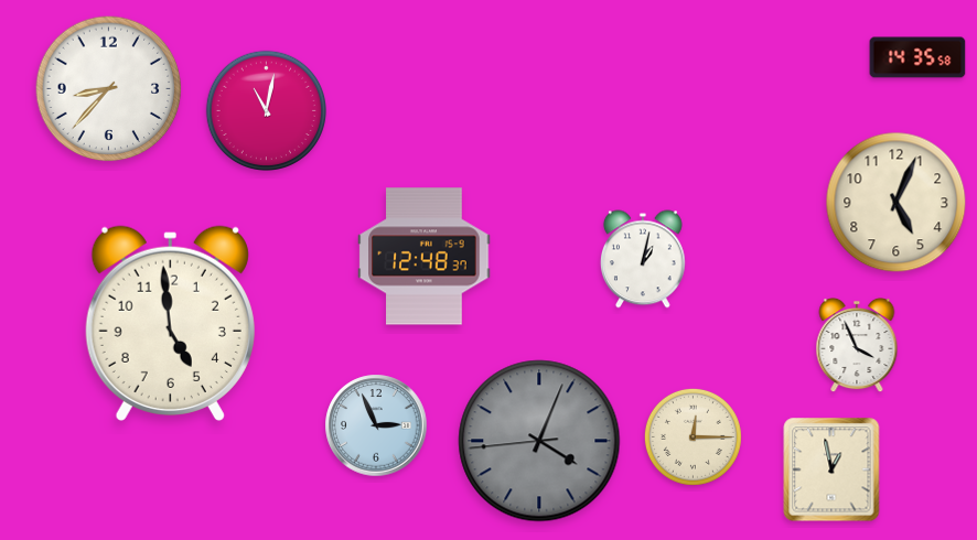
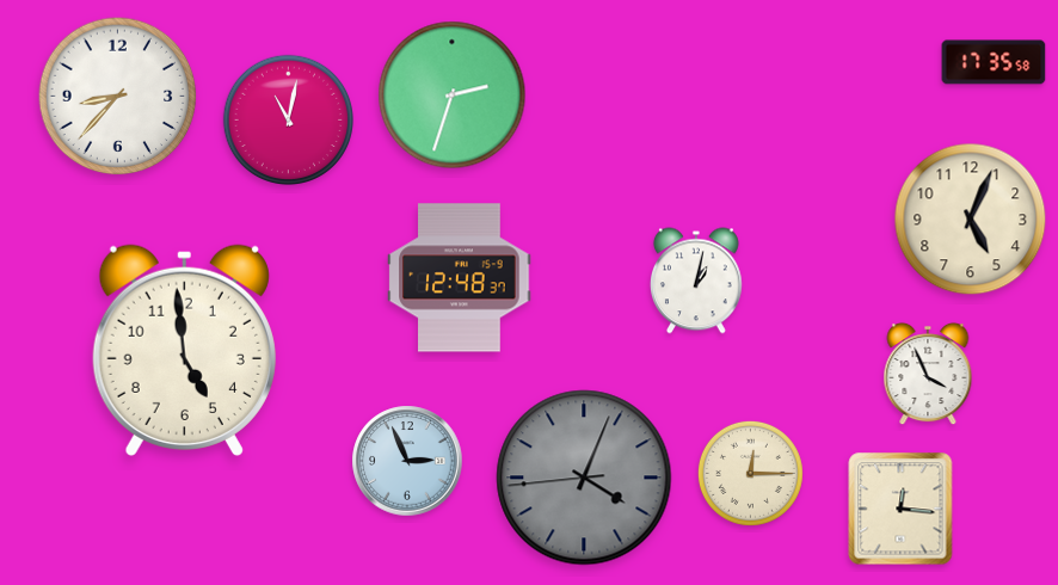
clock at (917, 57): 14:35 -> 17:35
clock at (453, 96): none -> 2:33
clock at (831, 469): 12:58 -> 12:16
